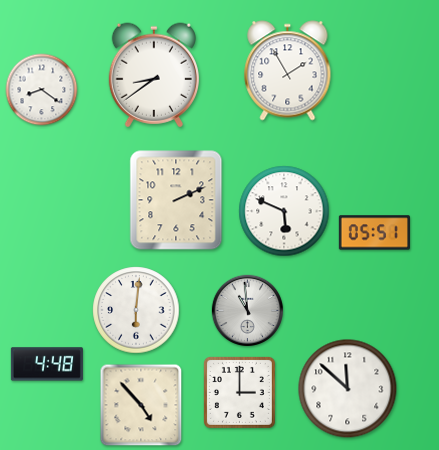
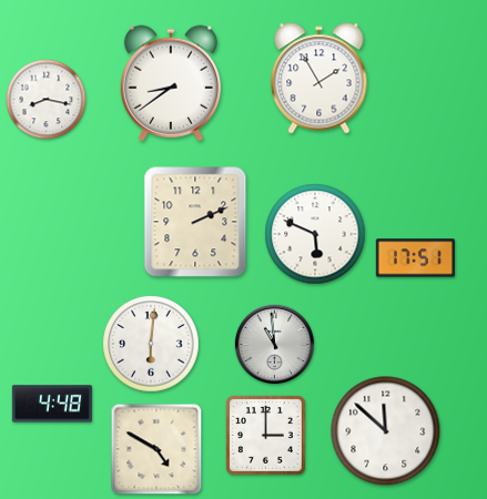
clock at (42, 90): 8:21 -> 8:17
clock at (374, 233): 05:51 -> 17:51
clock at (141, 405): 4:53 -> 4:50
